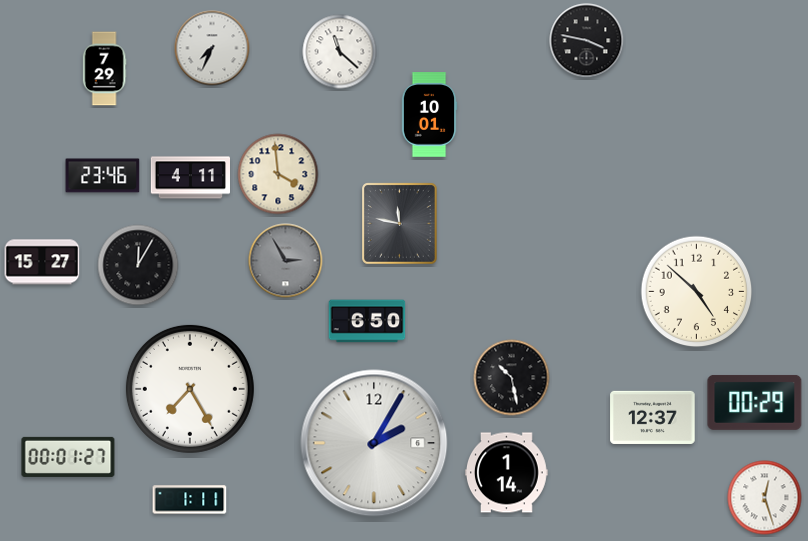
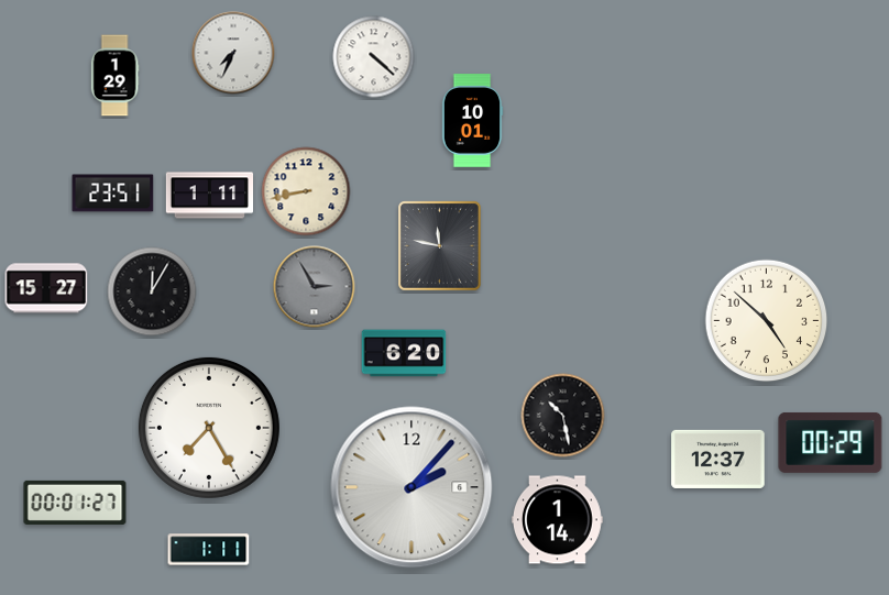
clock at (587, 41): 3:47 -> none
clock at (340, 52): 11:22 -> 4:22
clock at (104, 69): 7:29 -> 1:29
clock at (429, 115) position: (429, 115) -> (472, 121)
clock at (278, 174): 3:59 -> 8:43
clock at (103, 176): 23:46 -> 23:51
clock at (190, 178): 4:11 -> 1:11
clock at (367, 321): 6:50 -> 6:20
clock at (374, 443): 2:05 -> 2:07
clock at (765, 498): 12:27 -> none
